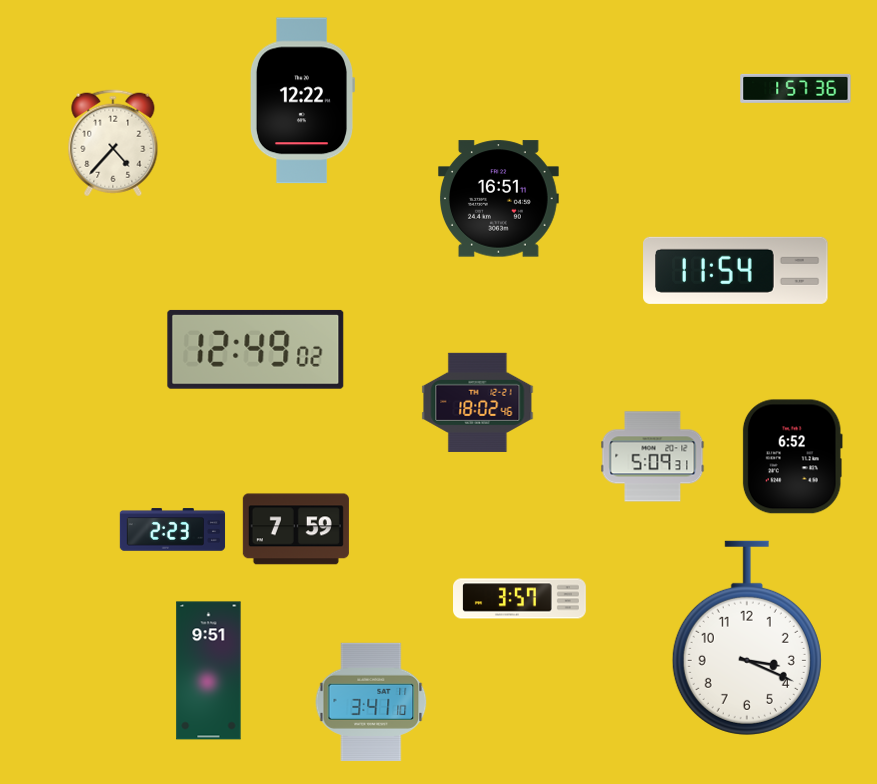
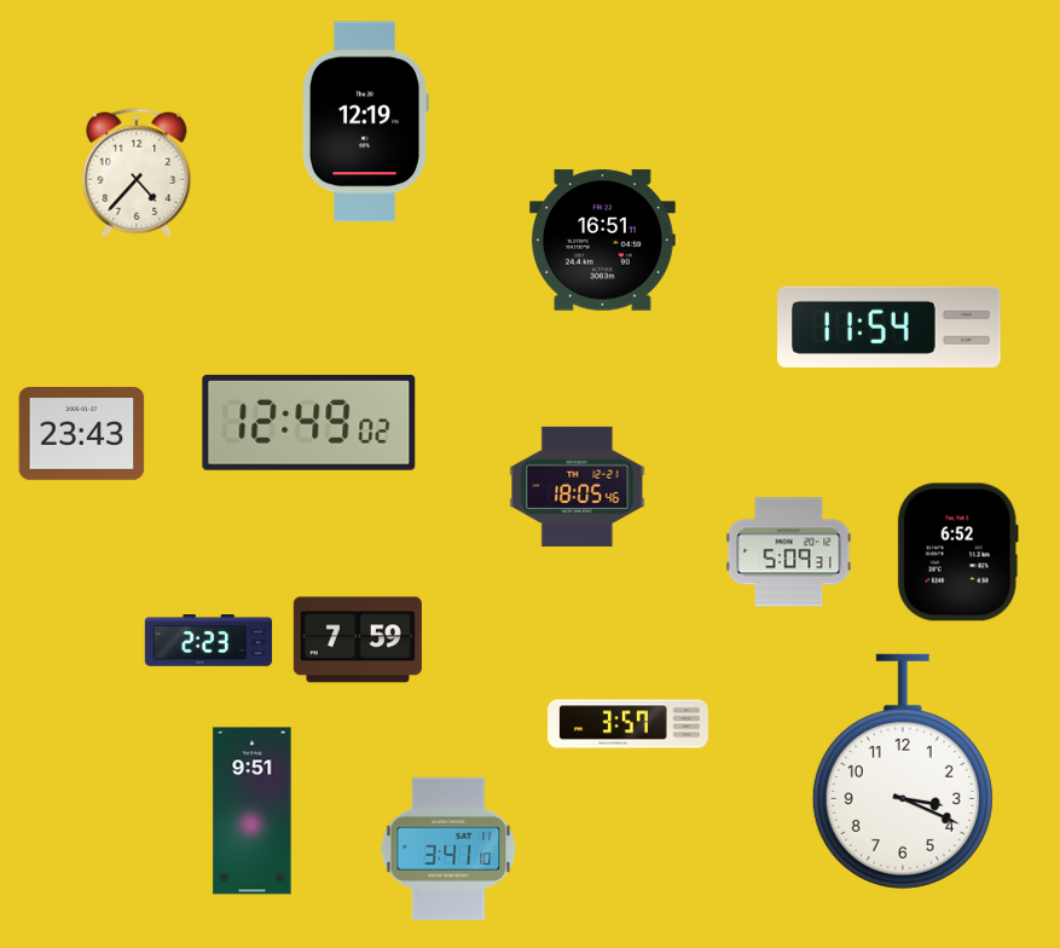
clock at (796, 88): 1:57 -> none
clock at (301, 101): 12:22 -> 12:19
clock at (82, 434): none -> 23:43
clock at (478, 402): 18:02 -> 18:05
